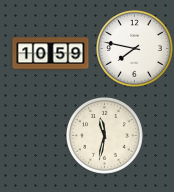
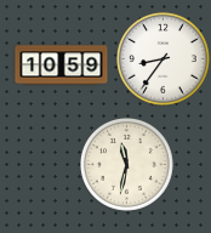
clock at (134, 48): 7:47 -> 8:36
